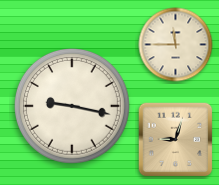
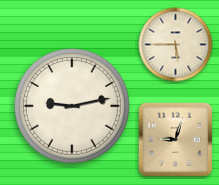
clock at (176, 45): 11:45 -> 5:45
clock at (72, 106): 9:17 -> 9:13
